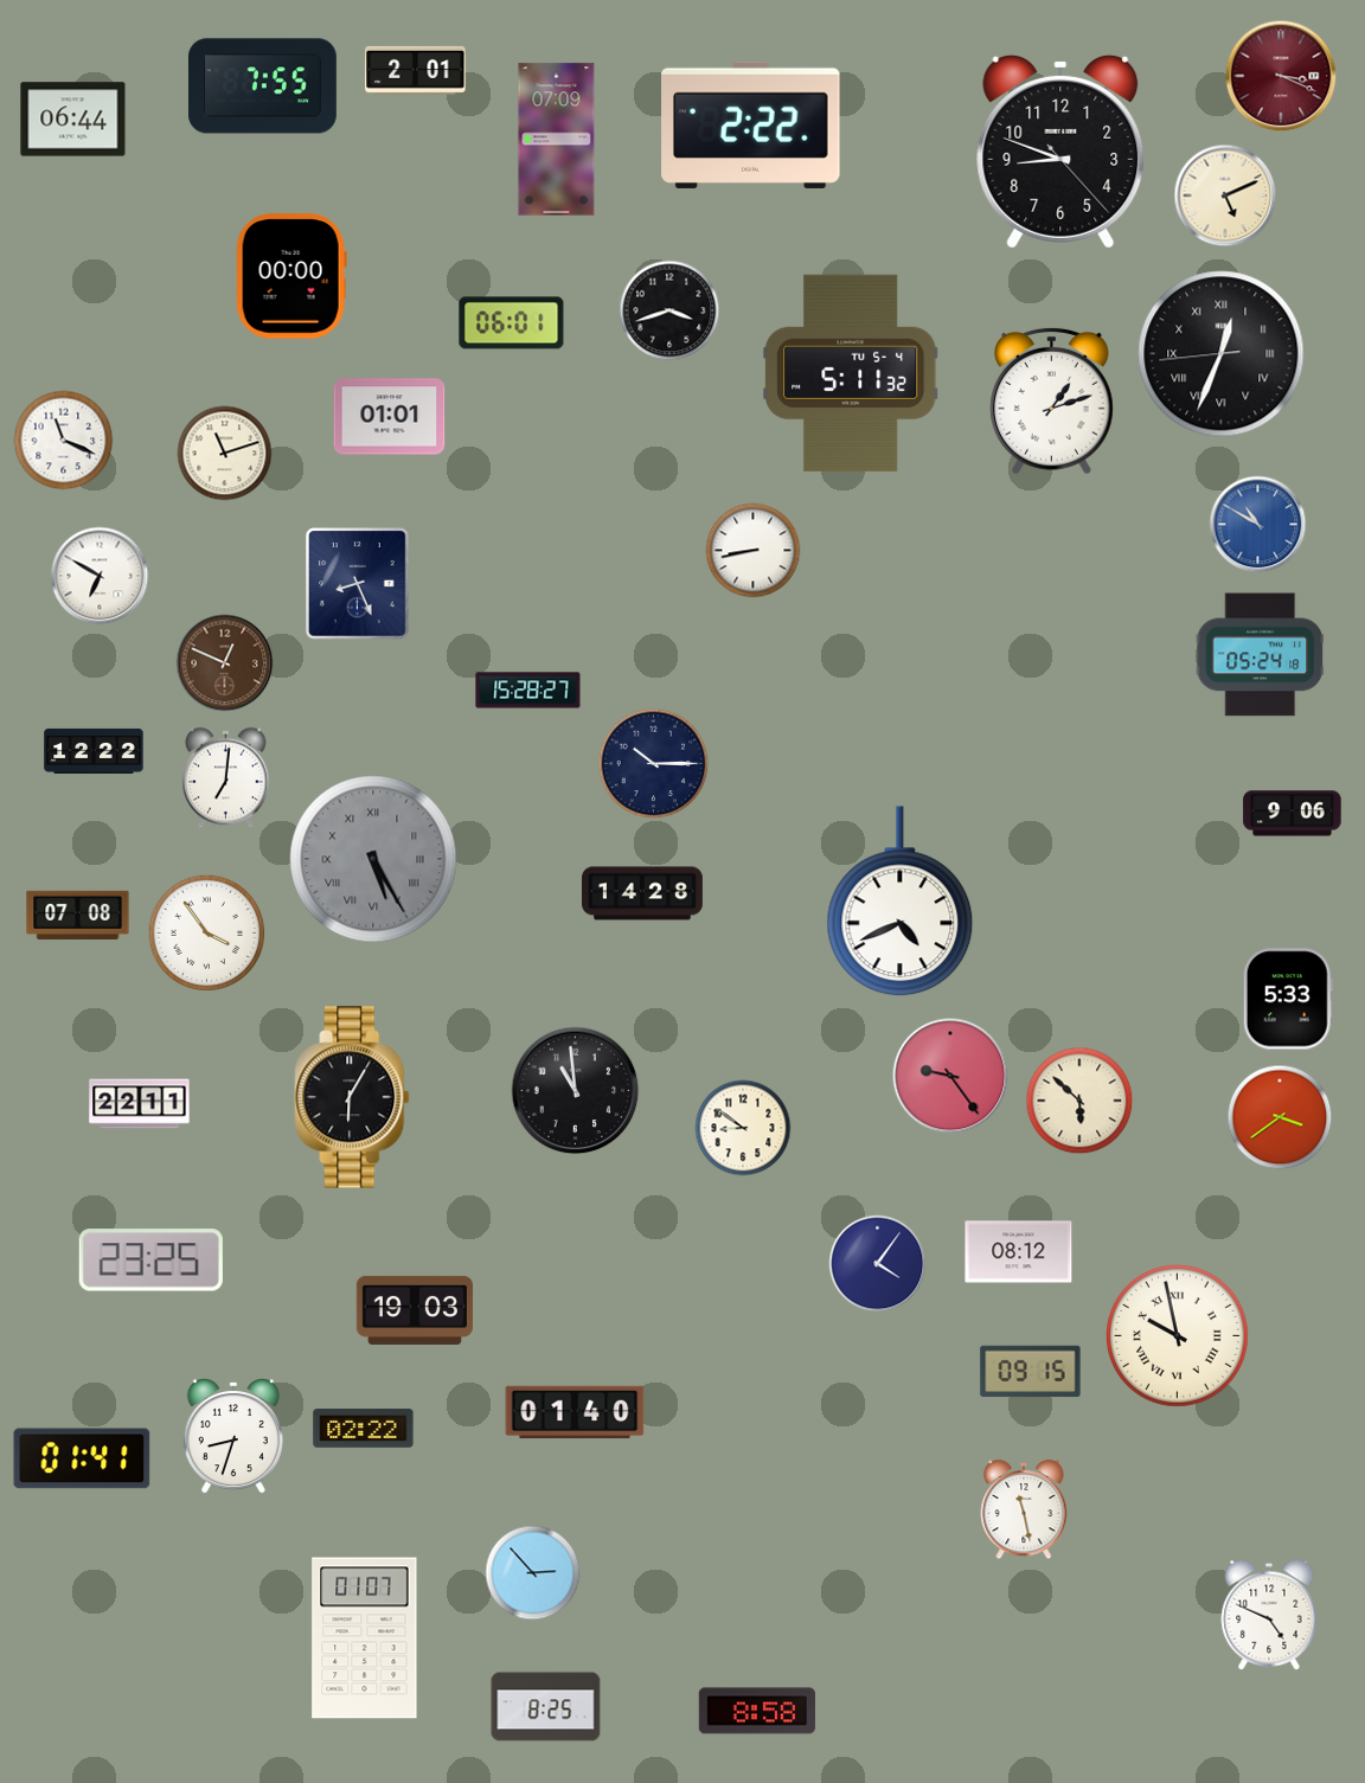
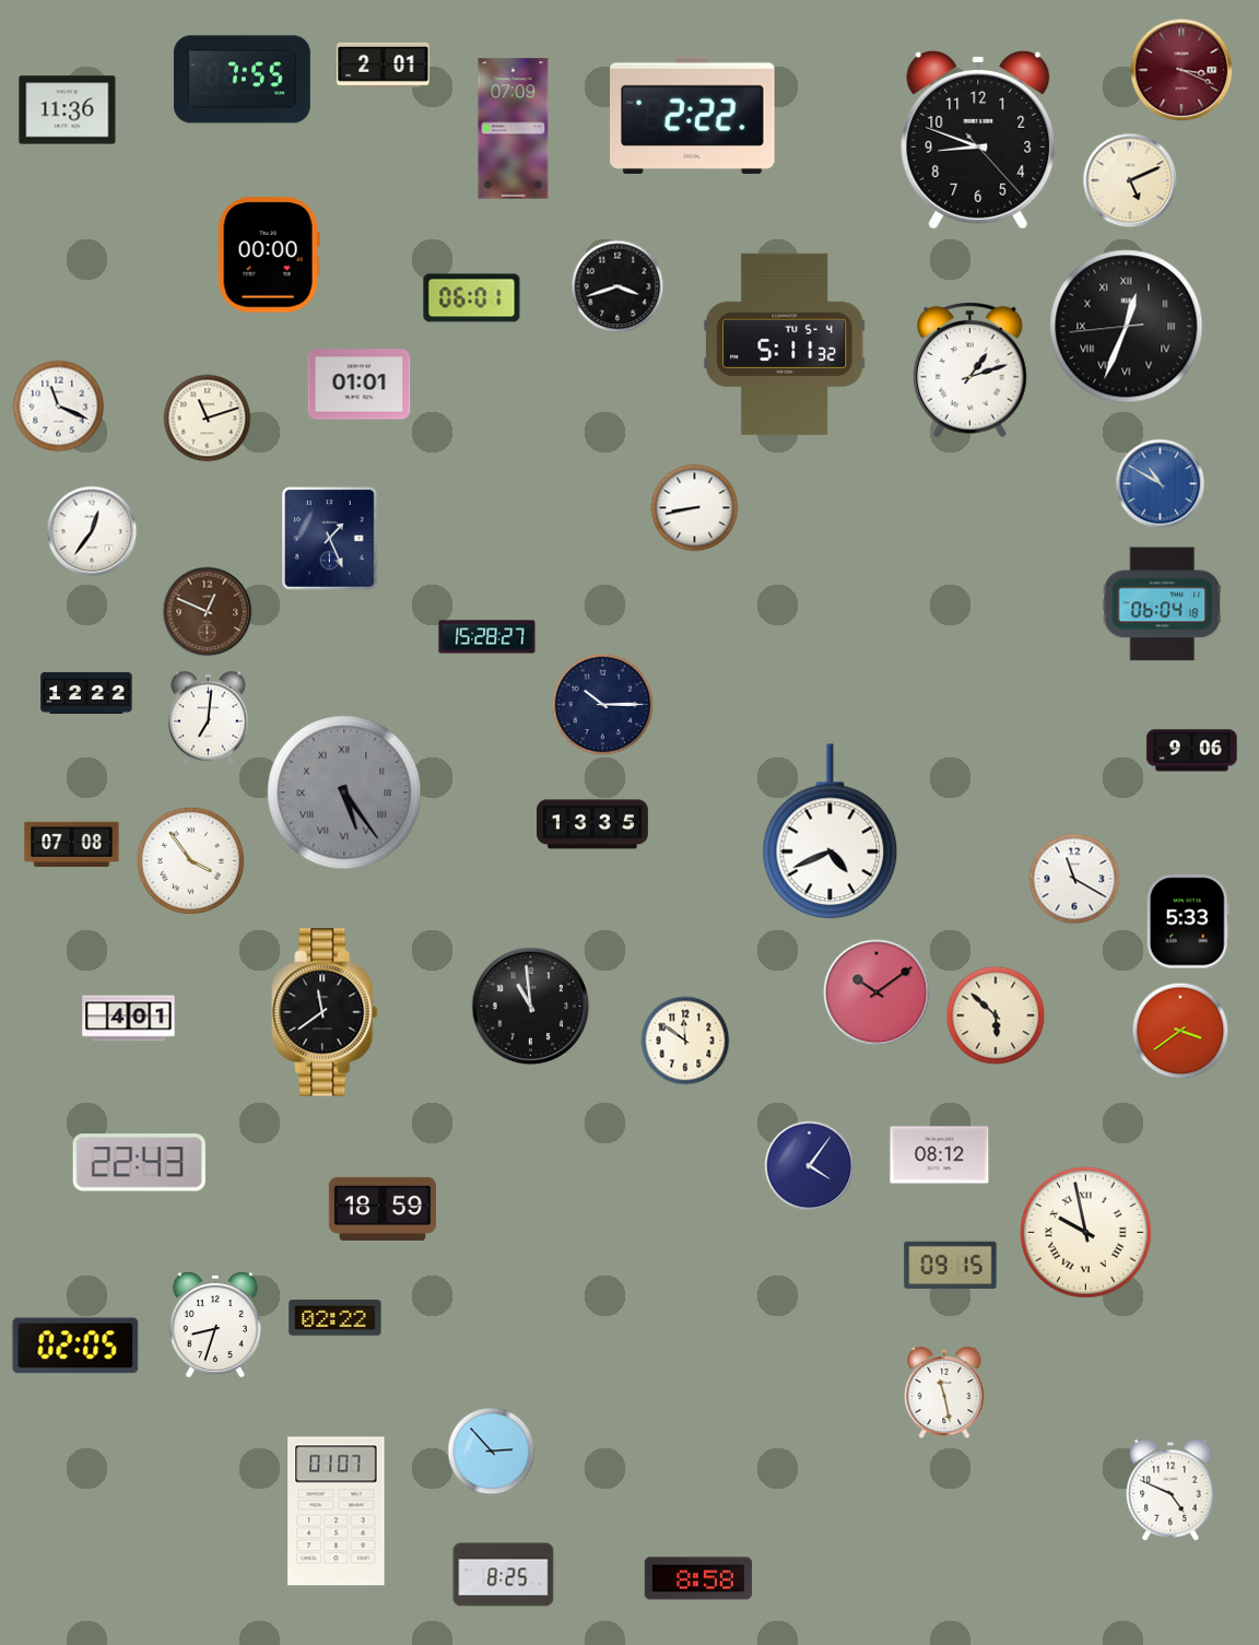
clock at (73, 120): 06:44 -> 11:36
clock at (100, 576): 6:50 -> 12:36
clock at (358, 584): 8:26 -> 1:26
clock at (1260, 655): 05:24 -> 06:04
clock at (373, 859): 5:25 -> 5:24
clock at (643, 893): 14:28 -> 13:35
clock at (1074, 879): none -> 11:20
clock at (950, 1076): 9:24 -> 10:09
clock at (352, 1097): 6:05 -> 11:39
clock at (140, 1104): 22:11 -> 4:01
clock at (743, 1128): 8:51 -> 11:51
clock at (150, 1261): 23:25 -> 22:43
clock at (414, 1310): 19:03 -> 18:59
clock at (575, 1412): 01:40 -> none
clock at (82, 1458): 01:41 -> 02:05
